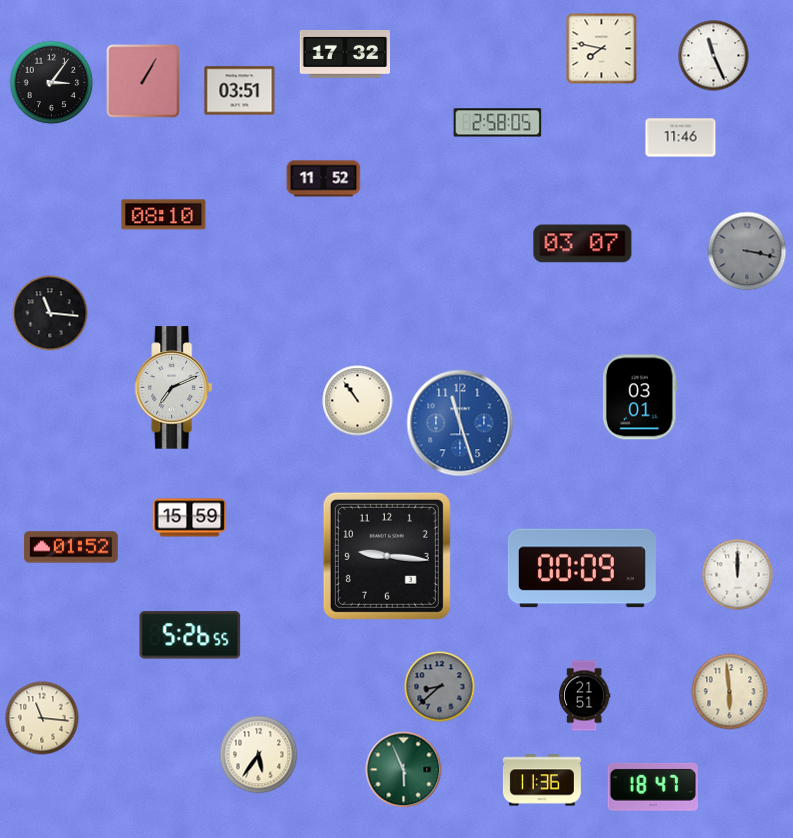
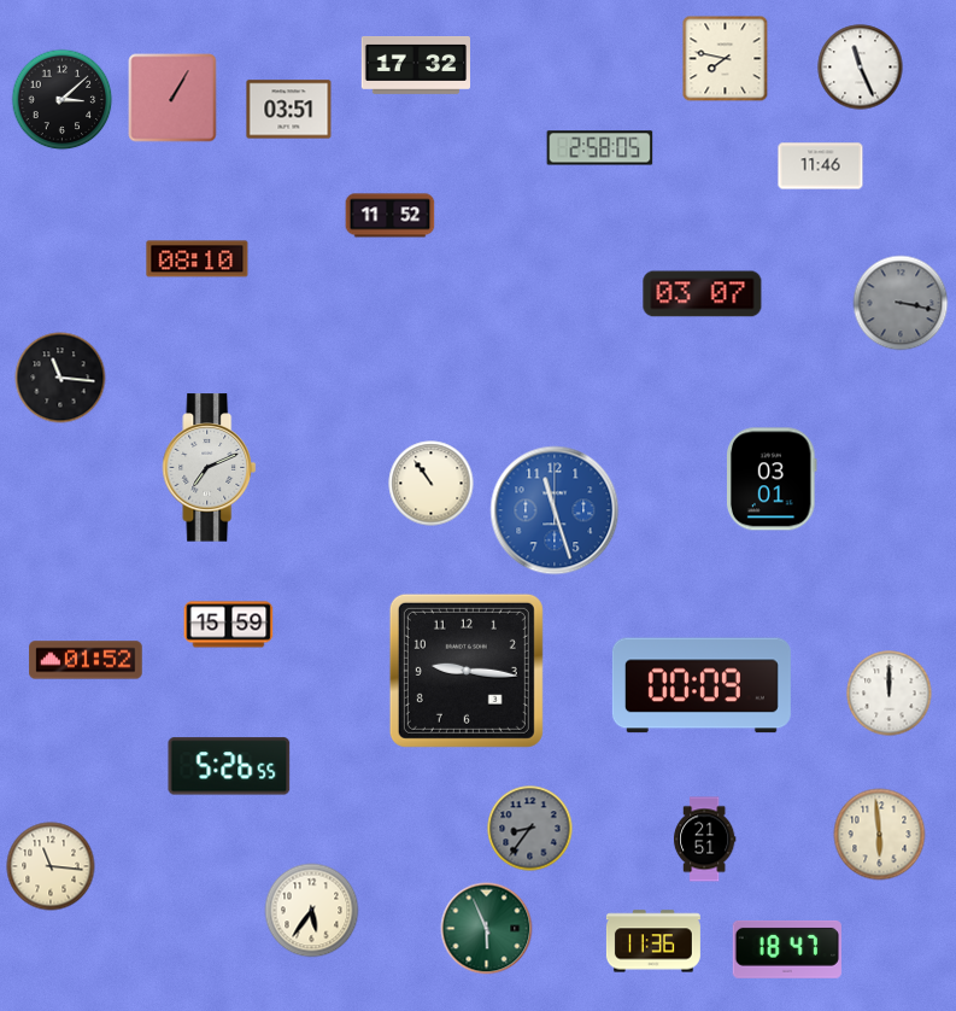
clock at (52, 83): 3:06 -> 3:08
clock at (440, 687): 8:38 -> 8:36
